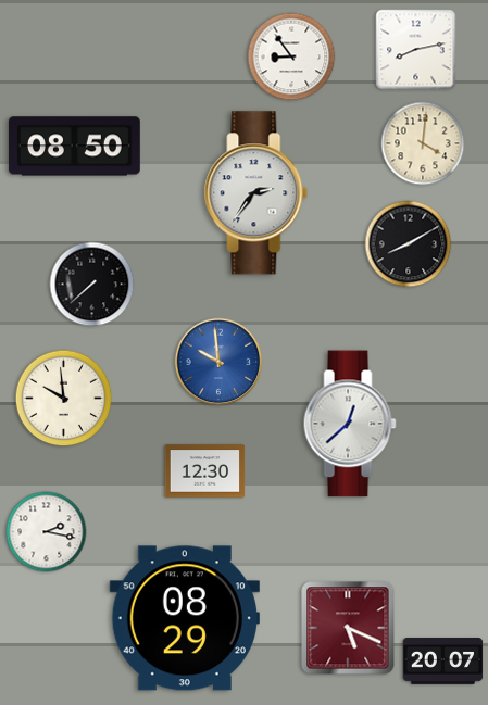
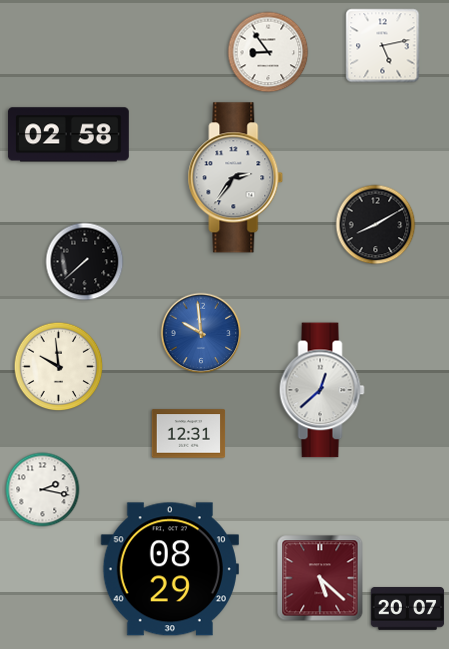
clock at (416, 50): 8:13 -> 5:13
clock at (423, 143): 4:01 -> none
clock at (74, 147): 08:50 -> 02:58
clock at (205, 471): 12:30 -> 12:31
clock at (348, 628): 5:19 -> 5:22
